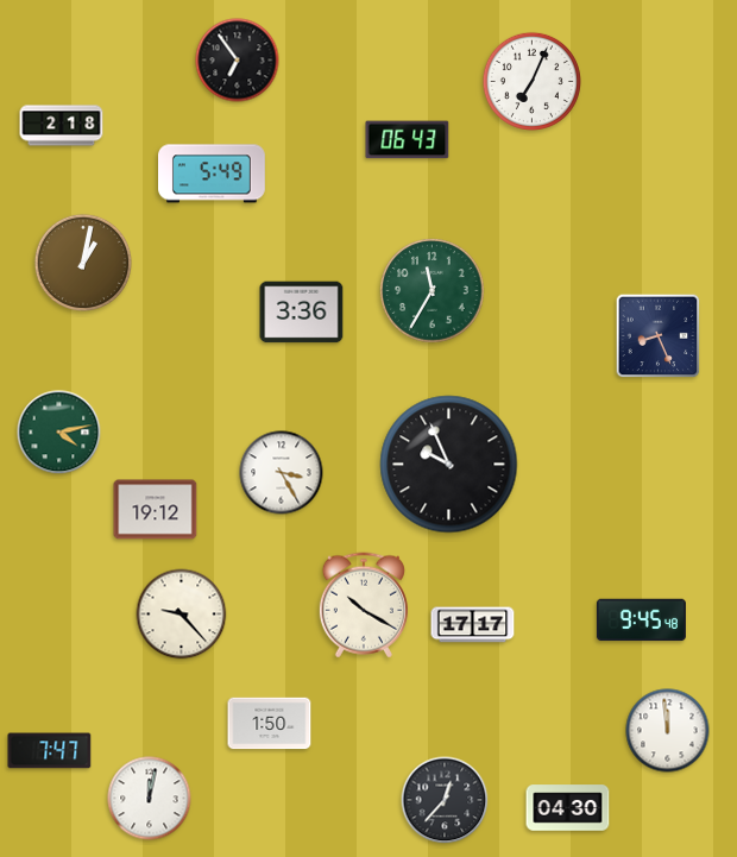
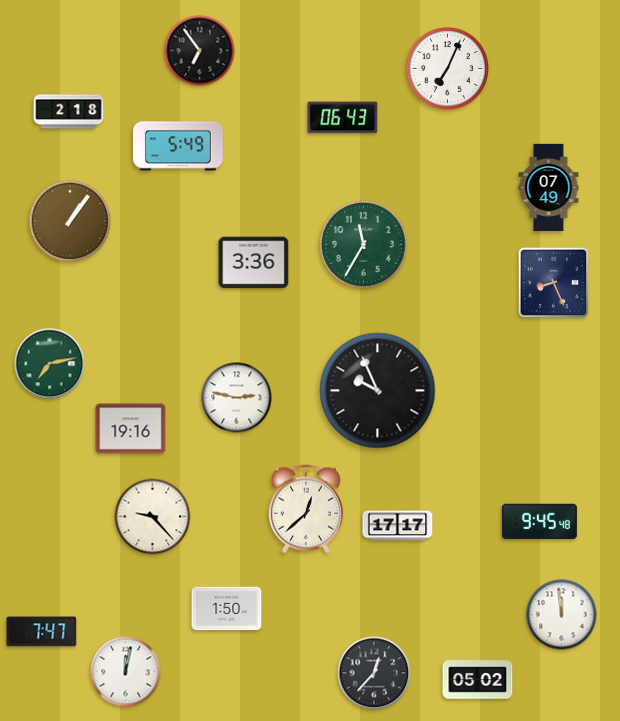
clock at (62, 126) position: (62, 126) -> (69, 112)
clock at (549, 188): none -> 07:49
clock at (83, 263): 1:02 -> 1:06
clock at (59, 433): 4:13 -> 7:13
clock at (282, 473): 3:25 -> 2:47
clock at (156, 510): 19:12 -> 19:16
clock at (364, 605): 10:20 -> 12:38
clock at (568, 808): 04:30 -> 05:02
